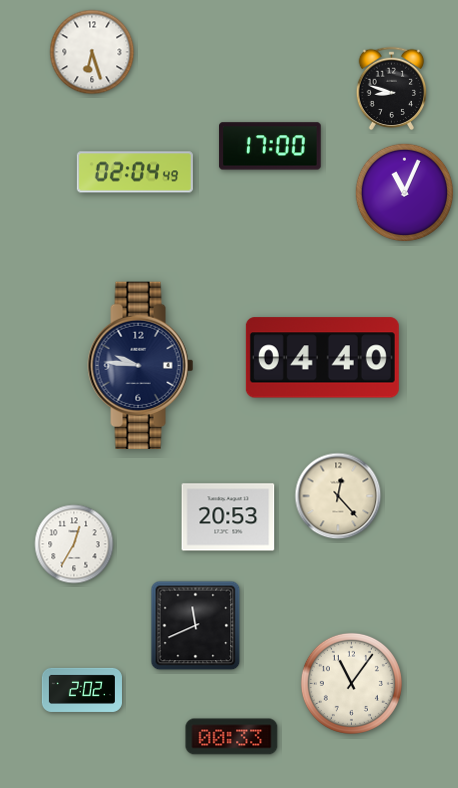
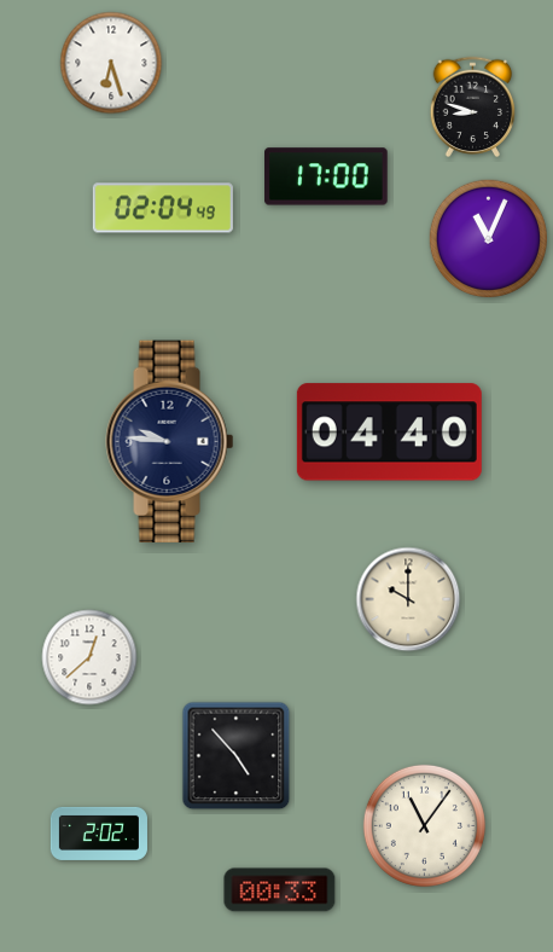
clock at (404, 192) position: (404, 192) -> (488, 238)
clock at (338, 496): 12:23 -> 10:00
clock at (228, 517): 20:53 -> none
clock at (74, 544): 12:35 -> 12:38
clock at (196, 626): 11:41 -> 4:53
